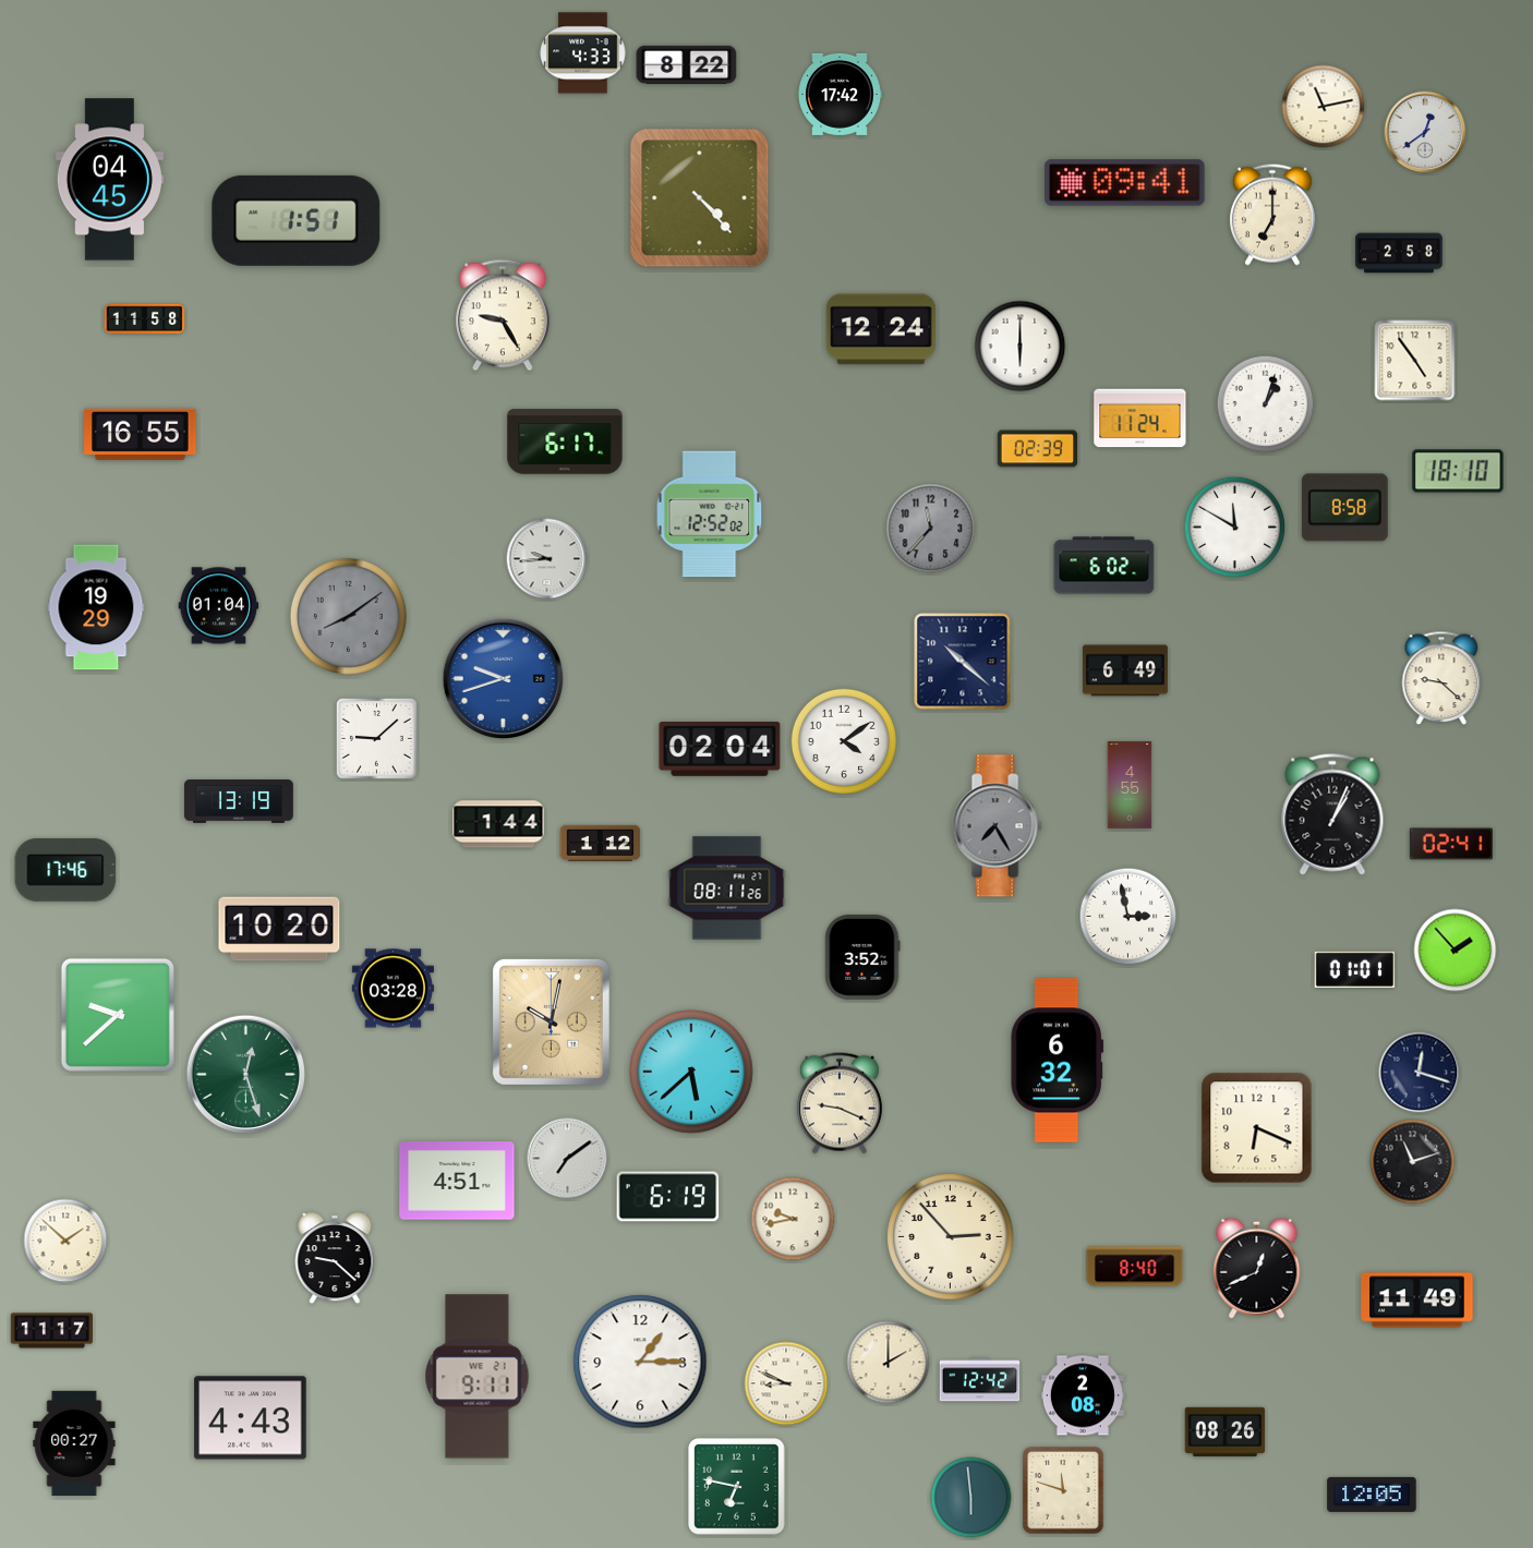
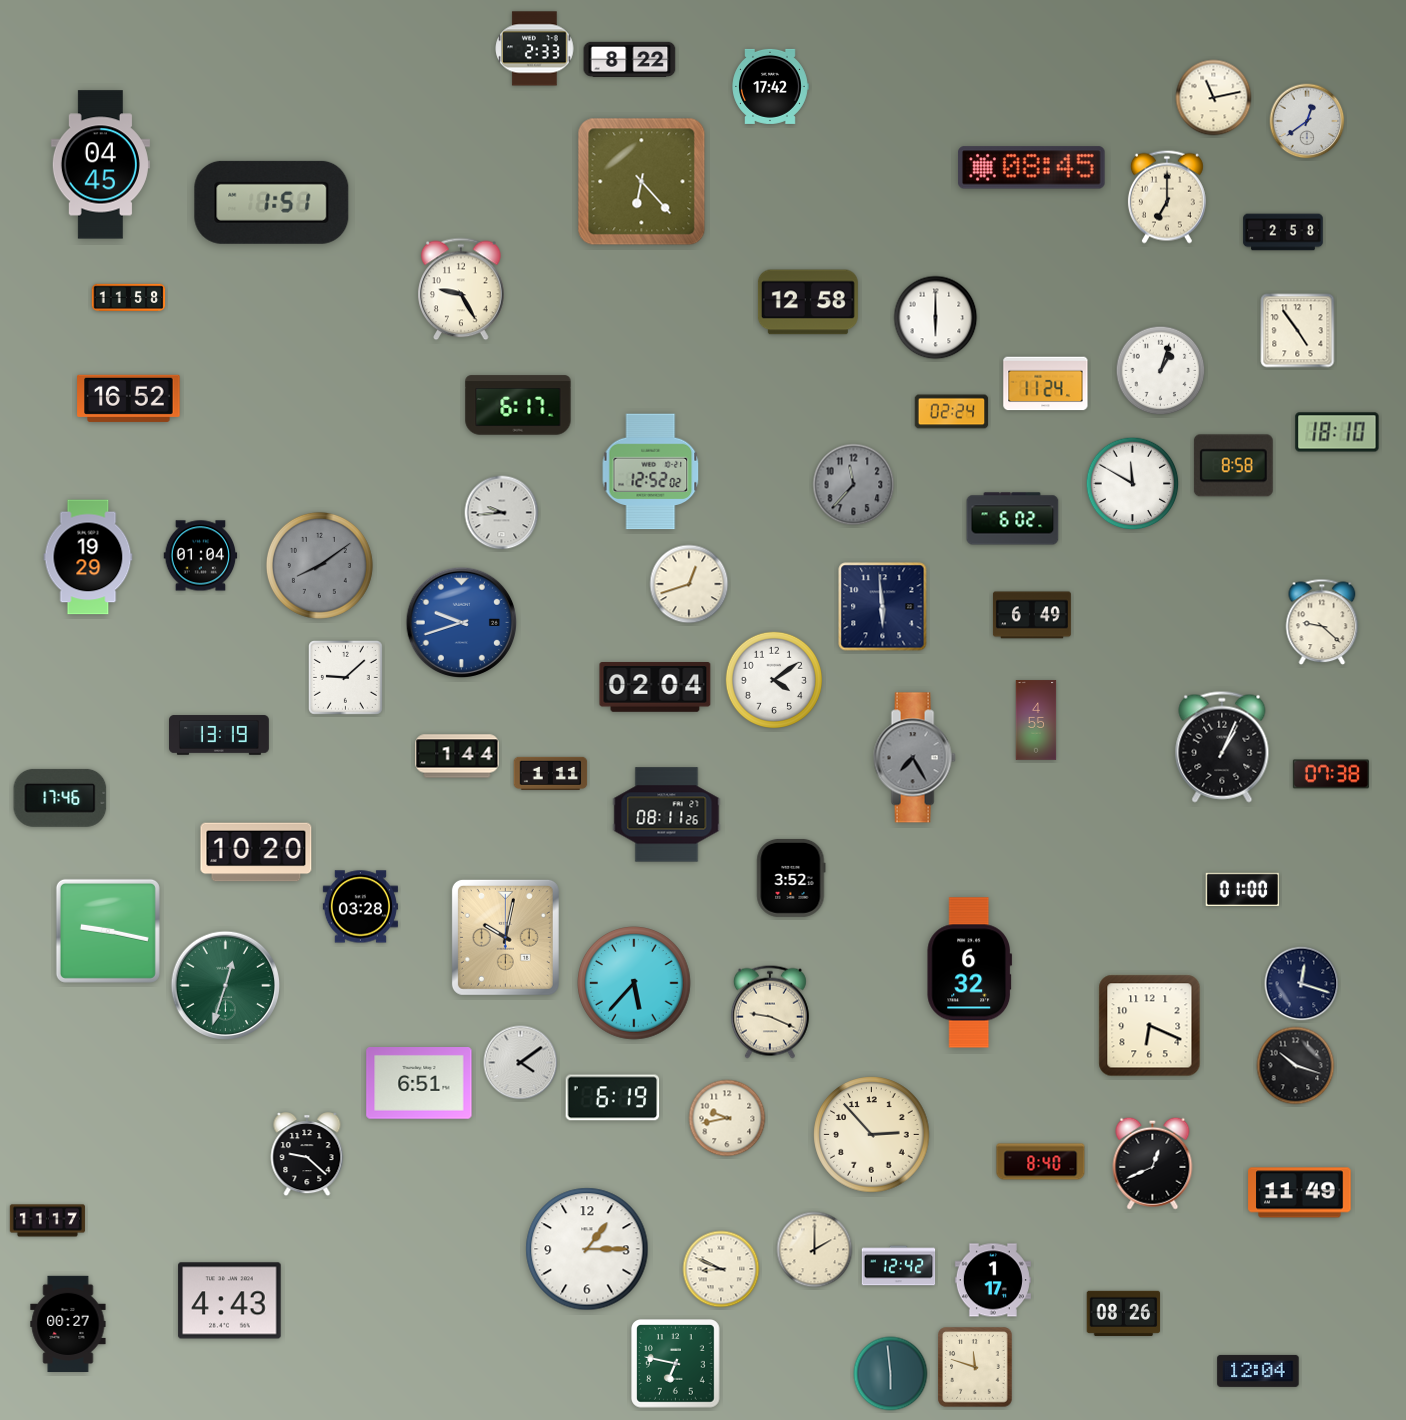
clock at (583, 53): 4:33 -> 2:33
clock at (1125, 183): 09:41 -> 08:45
clock at (700, 198): 4:23 -> 6:23
clock at (145, 319) position: (145, 319) -> (129, 298)
clock at (881, 329): 12:24 -> 12:58
clock at (141, 434): 16:55 -> 16:52
clock at (1038, 449): 02:39 -> 02:24
clock at (689, 584): none -> 12:42
clock at (963, 662): 10:22 -> 5:59
clock at (720, 749) position: (720, 749) -> (655, 687)
clock at (601, 843): 1:12 -> 1:11
clock at (1451, 844): 02:41 -> 07:38
clock at (1128, 917): 2:58 -> none
clock at (1456, 951): 1:53 -> none
clock at (1355, 969): 01:01 -> 01:00
clock at (118, 1015): 9:38 -> 9:17
clock at (691, 1072): 5:38 -> 5:37
clock at (245, 1074): 12:27 -> 12:33
clock at (1257, 1128) position: (1257, 1128) -> (1150, 1026)
clock at (568, 1159): 7:09 -> 4:09
clock at (1413, 1162): 11:12 -> 10:18
clock at (457, 1182): 4:51 -> 6:51
clock at (65, 1241): 1:52 -> none
clock at (478, 1377): 9:11 -> none
clock at (1083, 1395): 2:08 -> 1:17
clock at (1372, 1495): 12:05 -> 12:04
